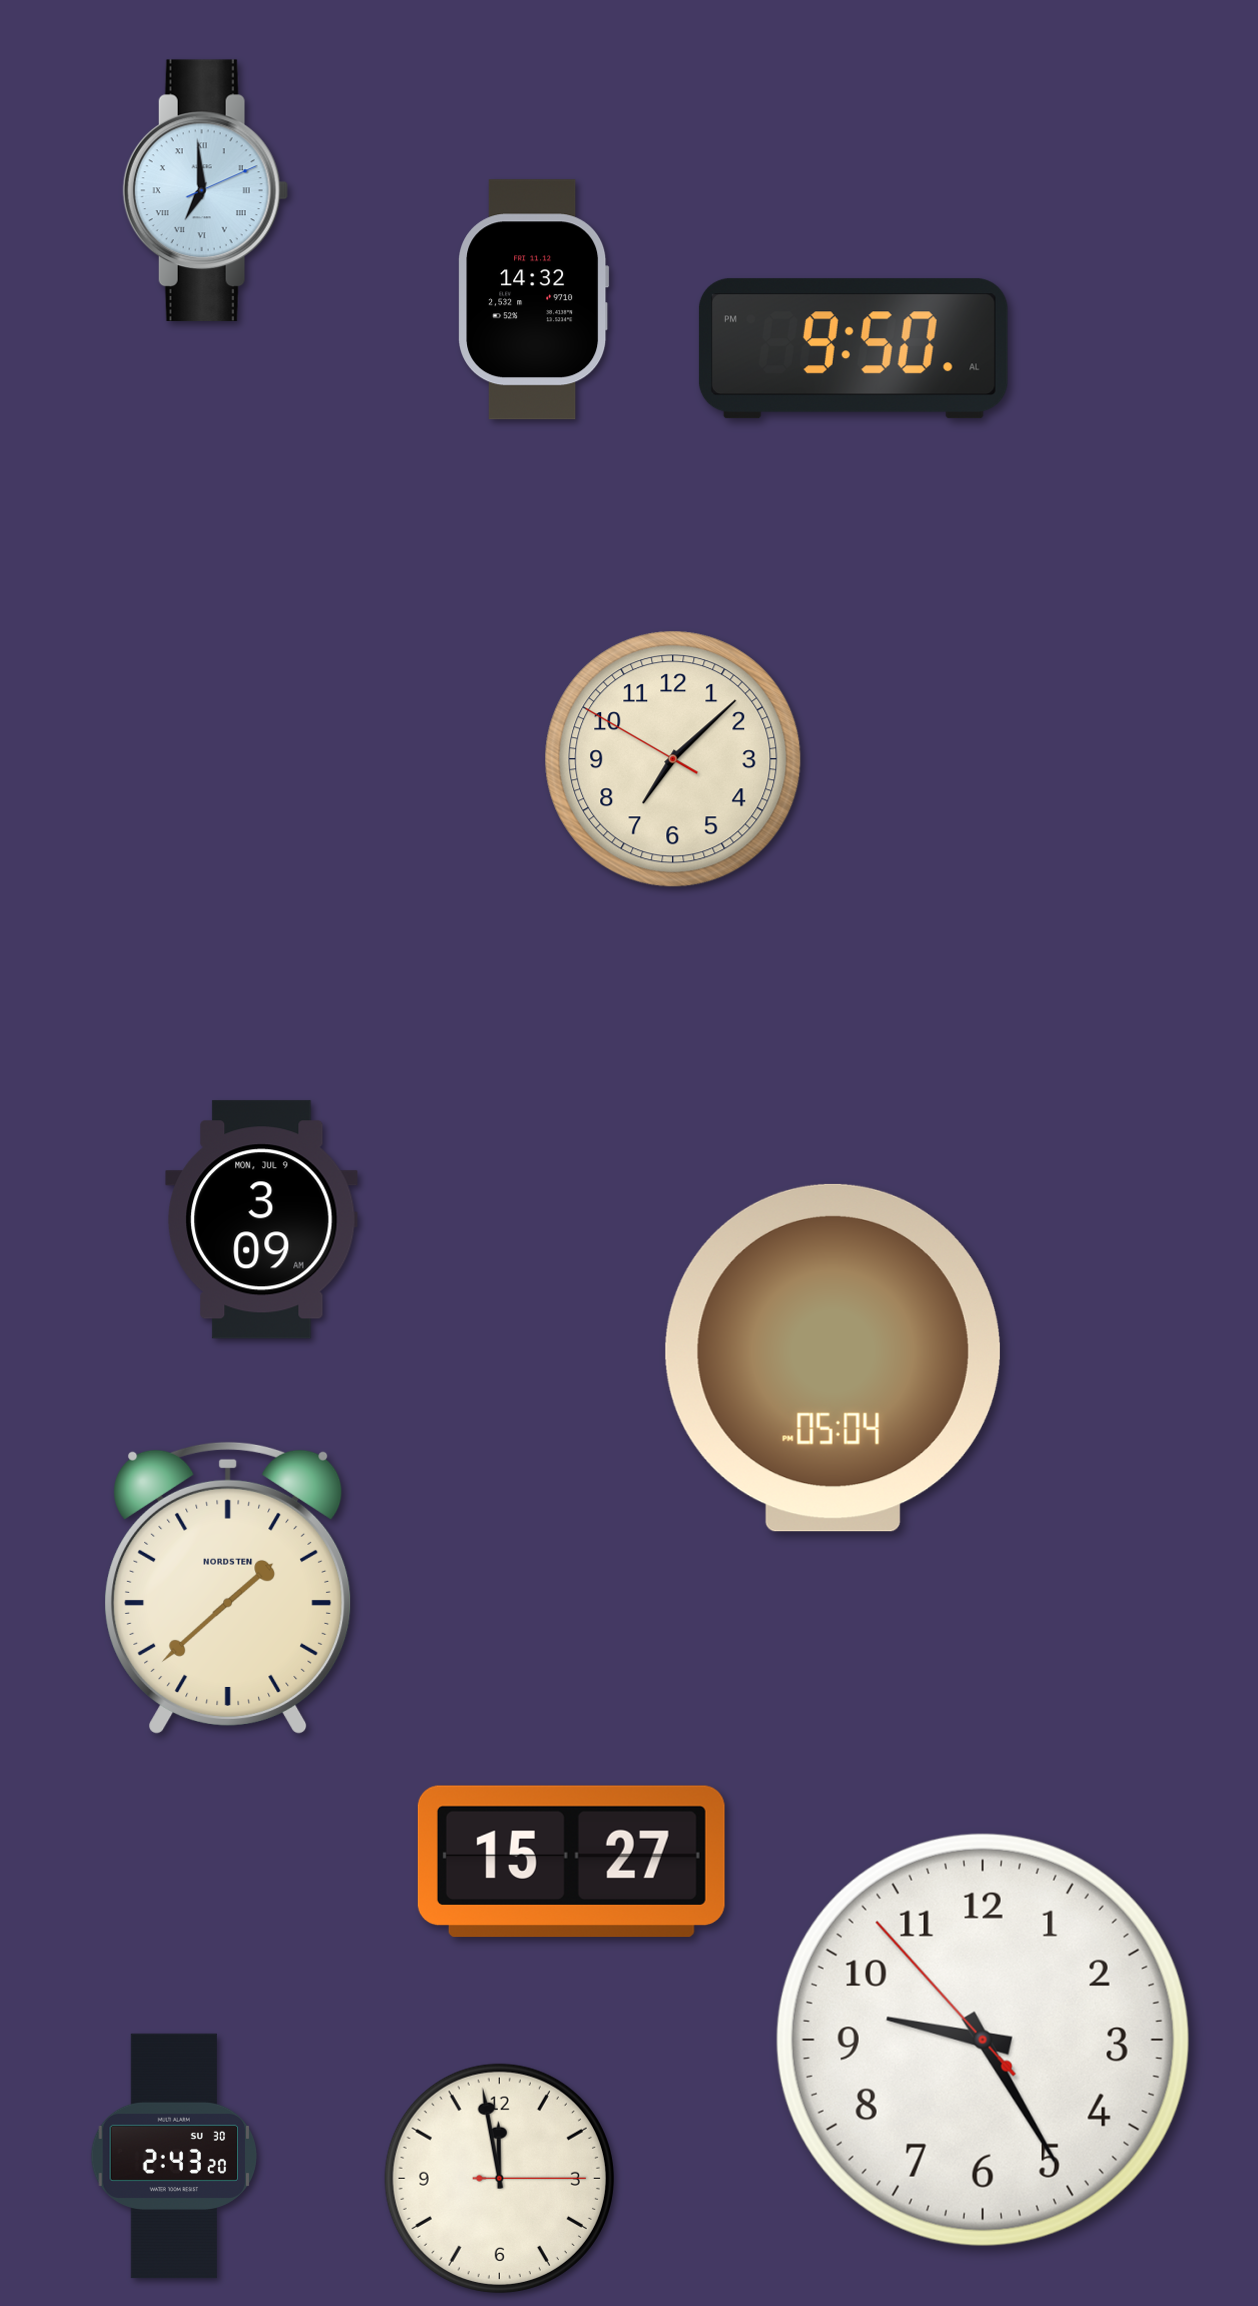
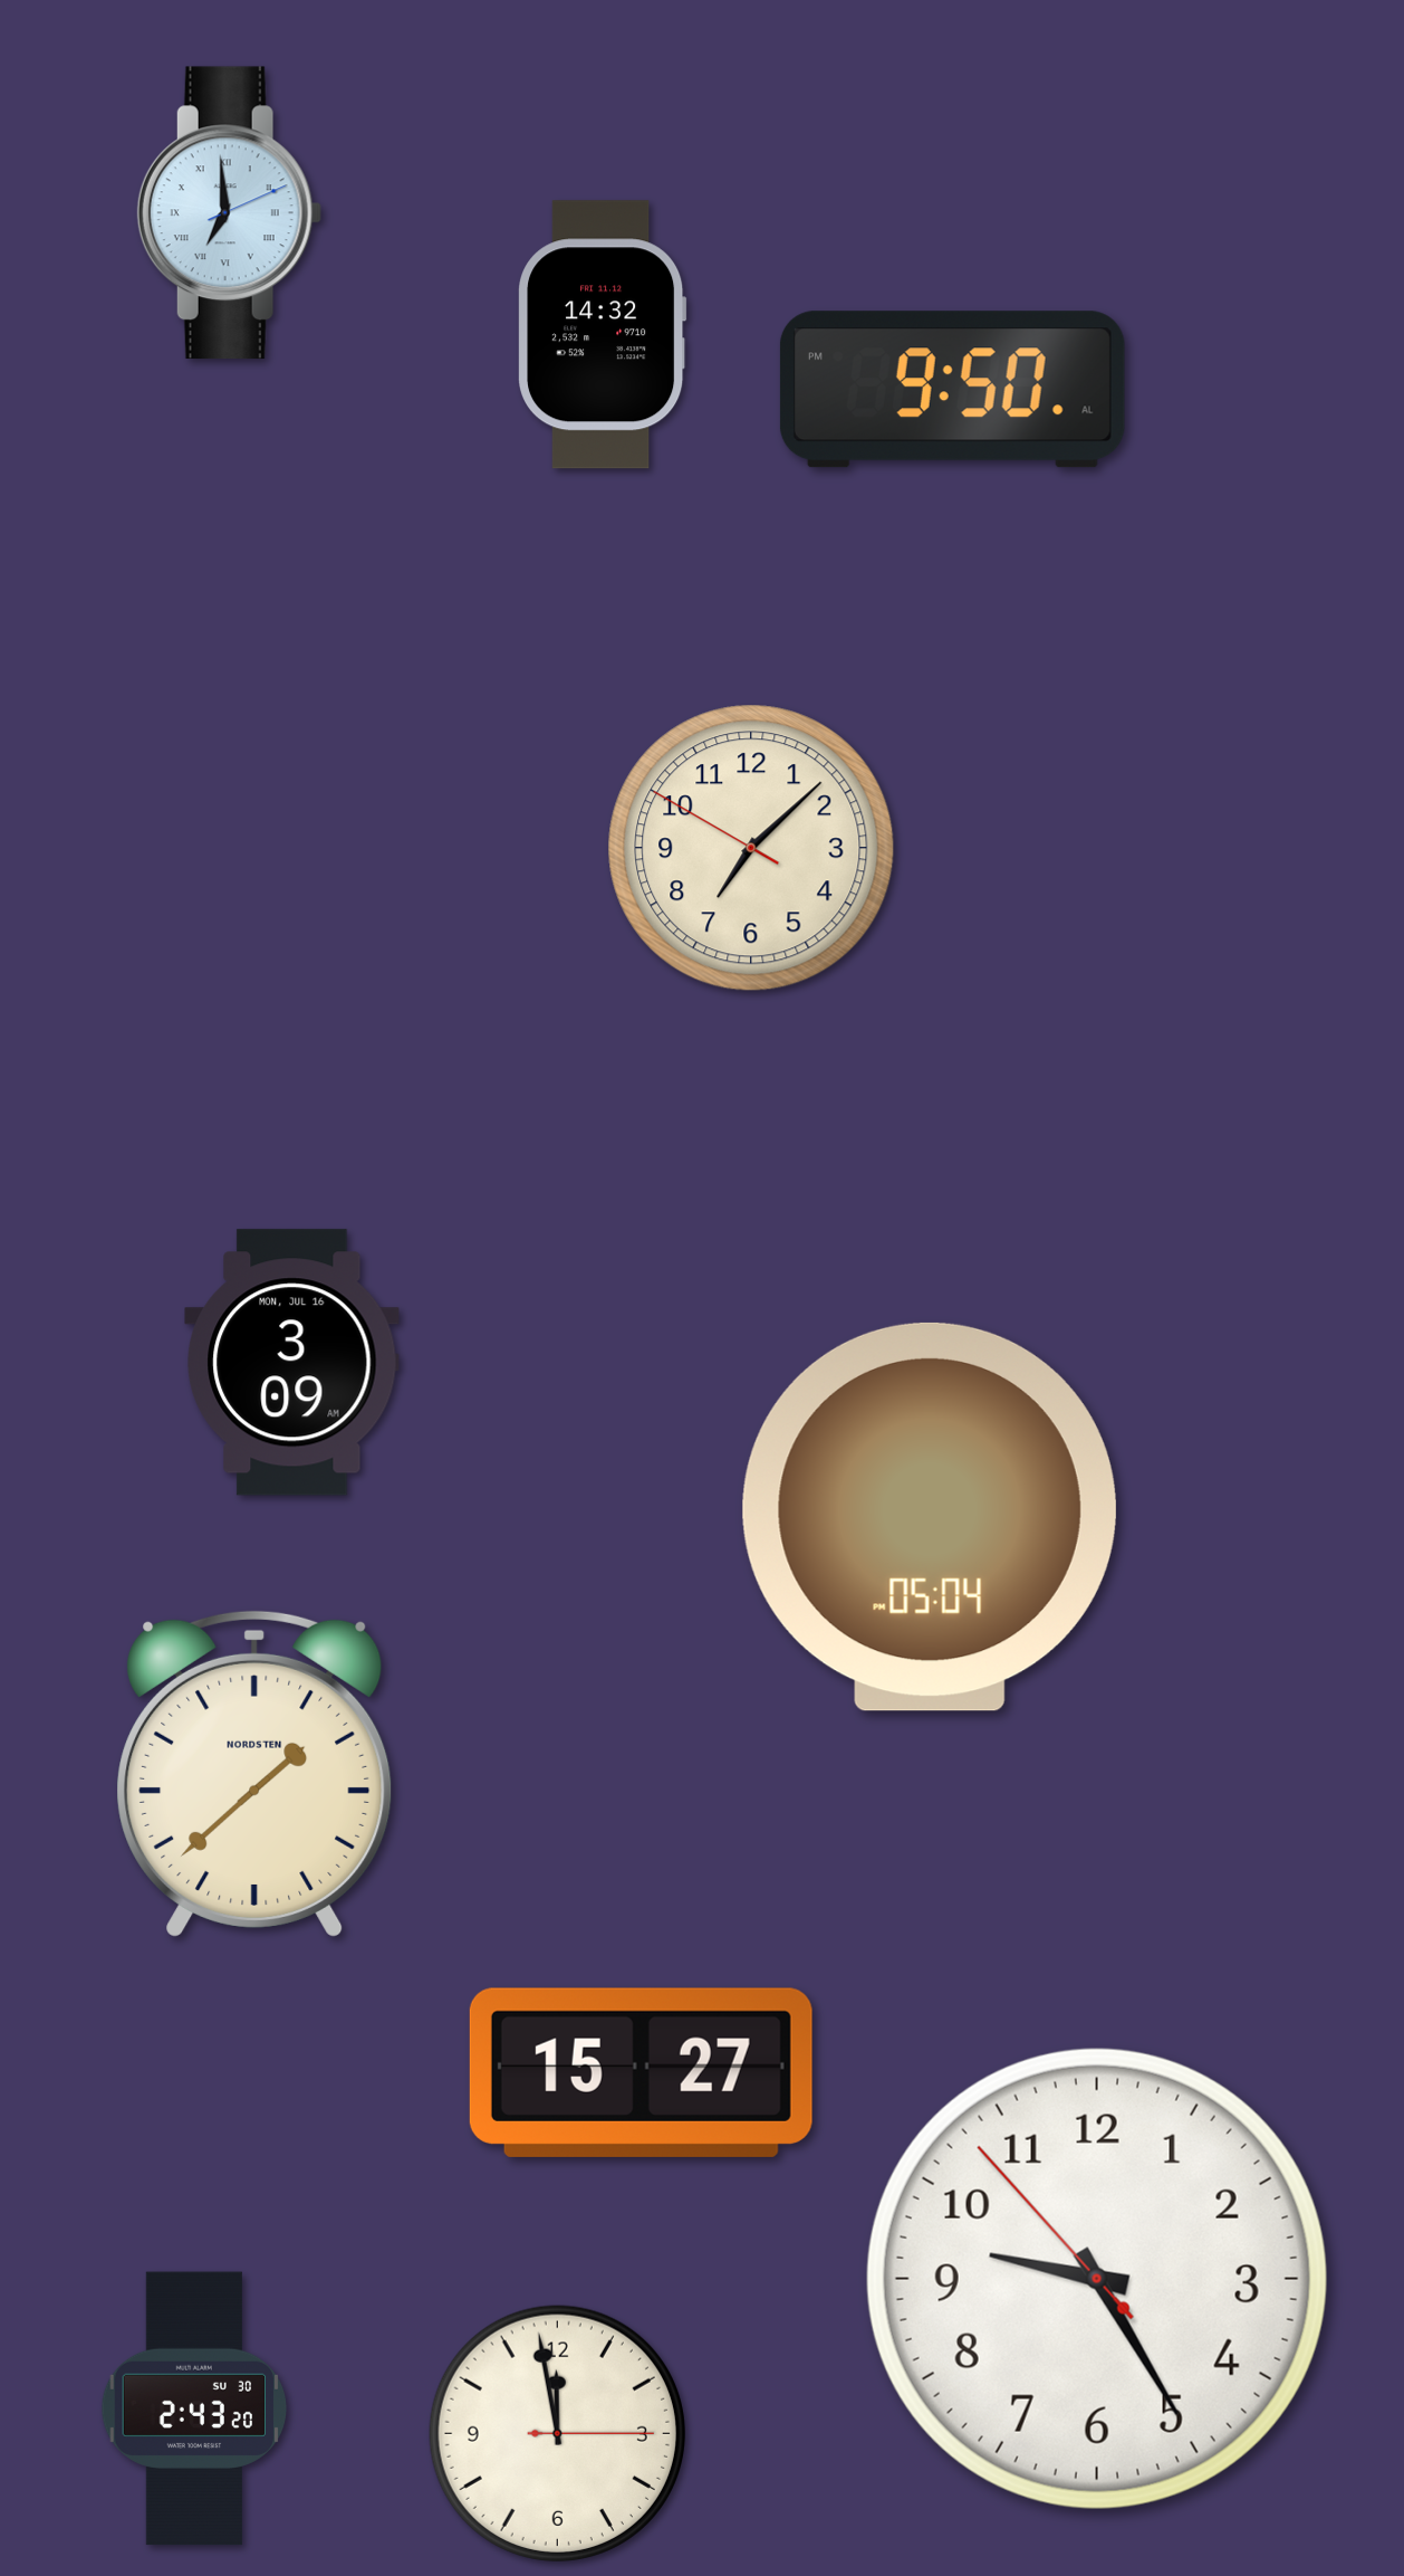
clock at (534, 300) position: (534, 300) -> (603, 335)
clock at (262, 1220) date: MON, JUL 9 -> MON, JUL 16
clock at (571, 1861) position: (571, 1861) -> (641, 2072)
